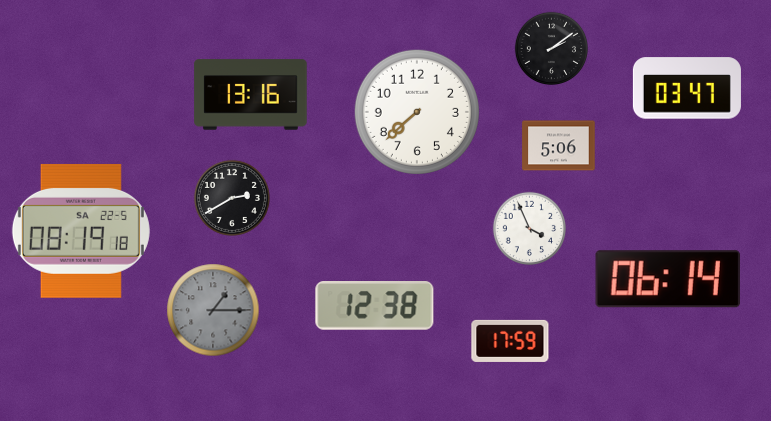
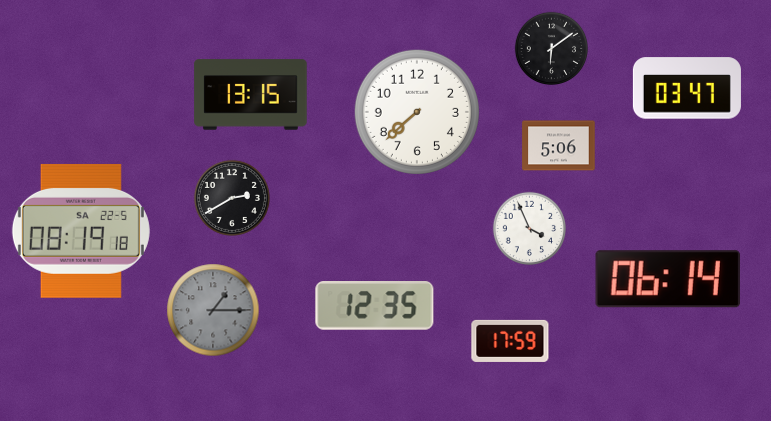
clock at (551, 48): 2:09 -> 6:09
clock at (251, 95): 13:16 -> 13:15
clock at (375, 306): 12:38 -> 12:35
